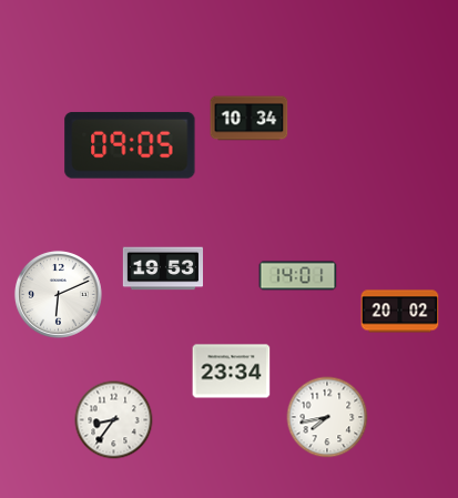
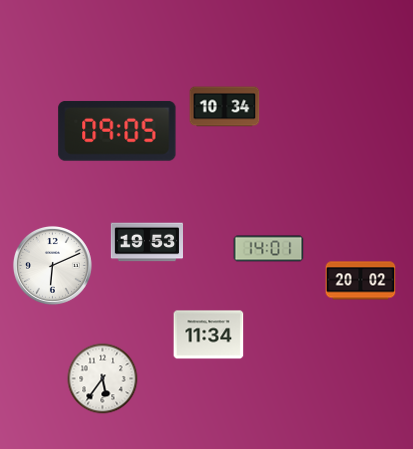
clock at (232, 372): 23:34 -> 11:34
clock at (327, 417): 7:43 -> none
clock at (114, 420): 8:36 -> 5:36
